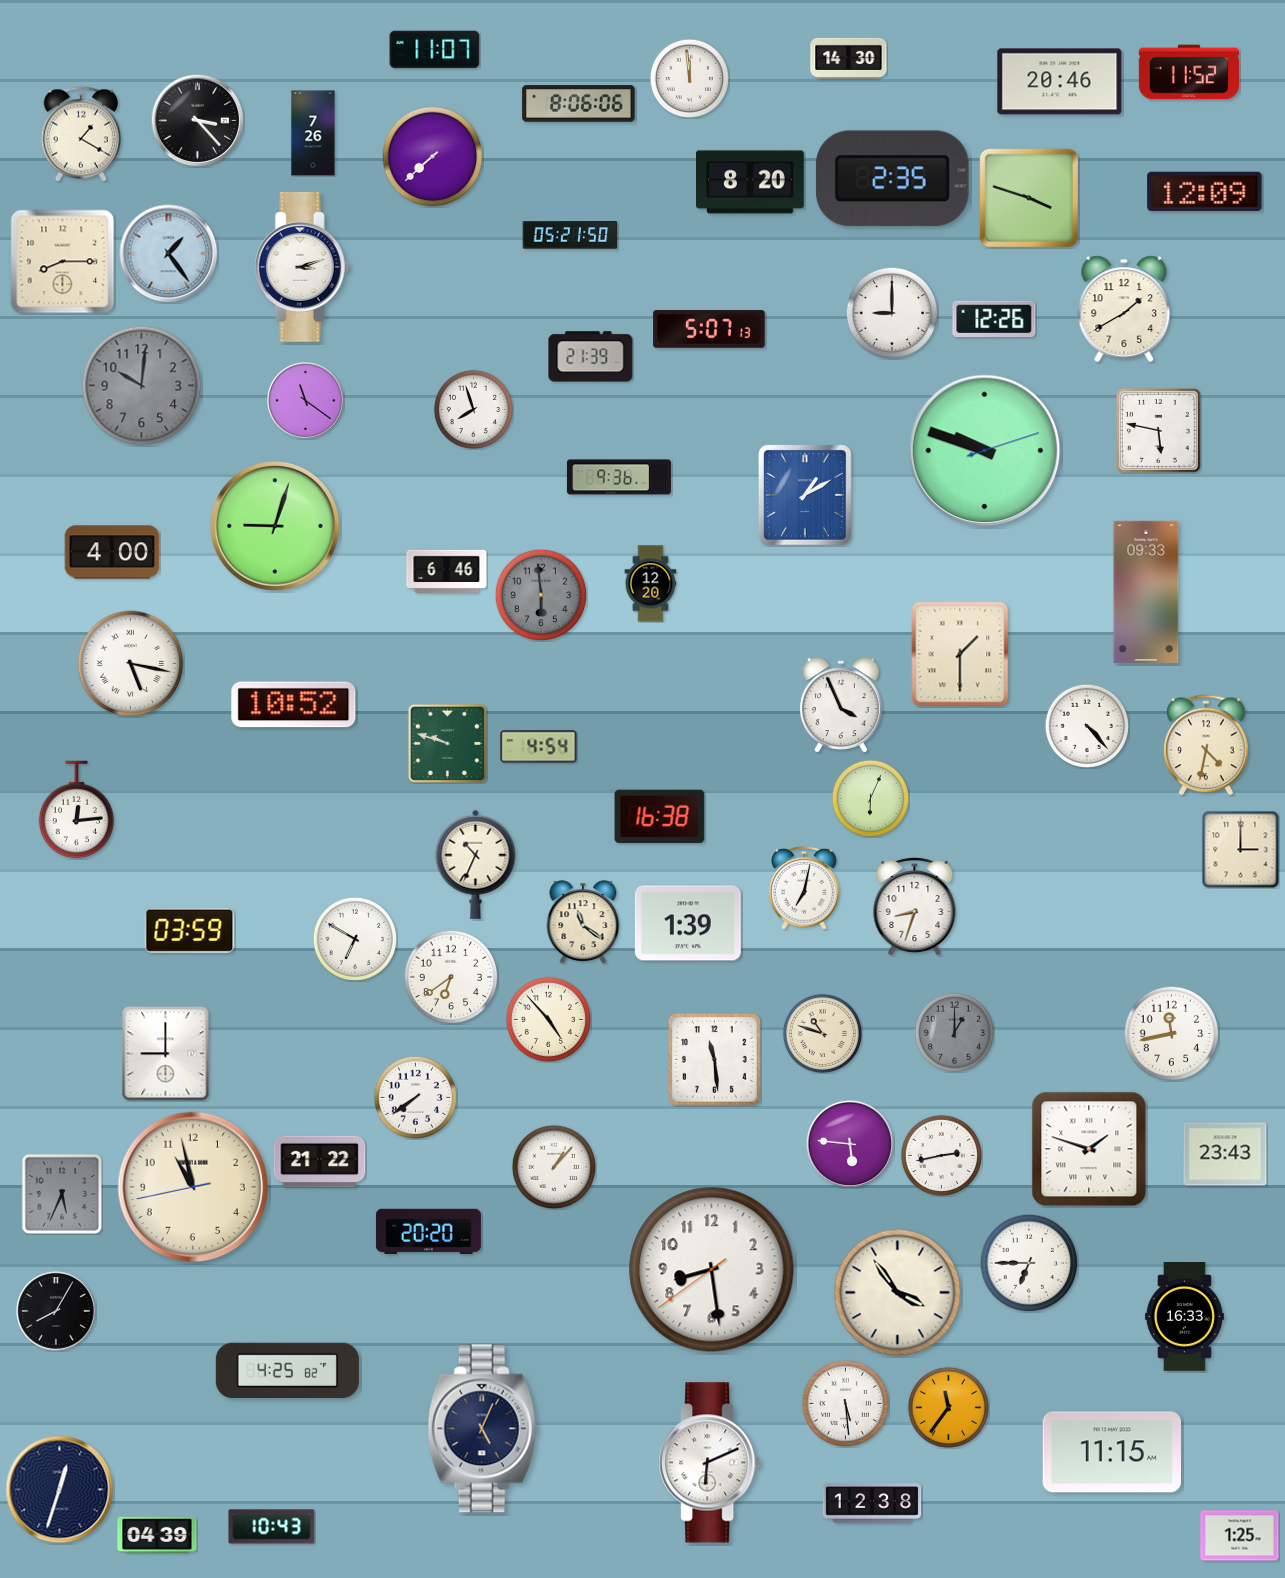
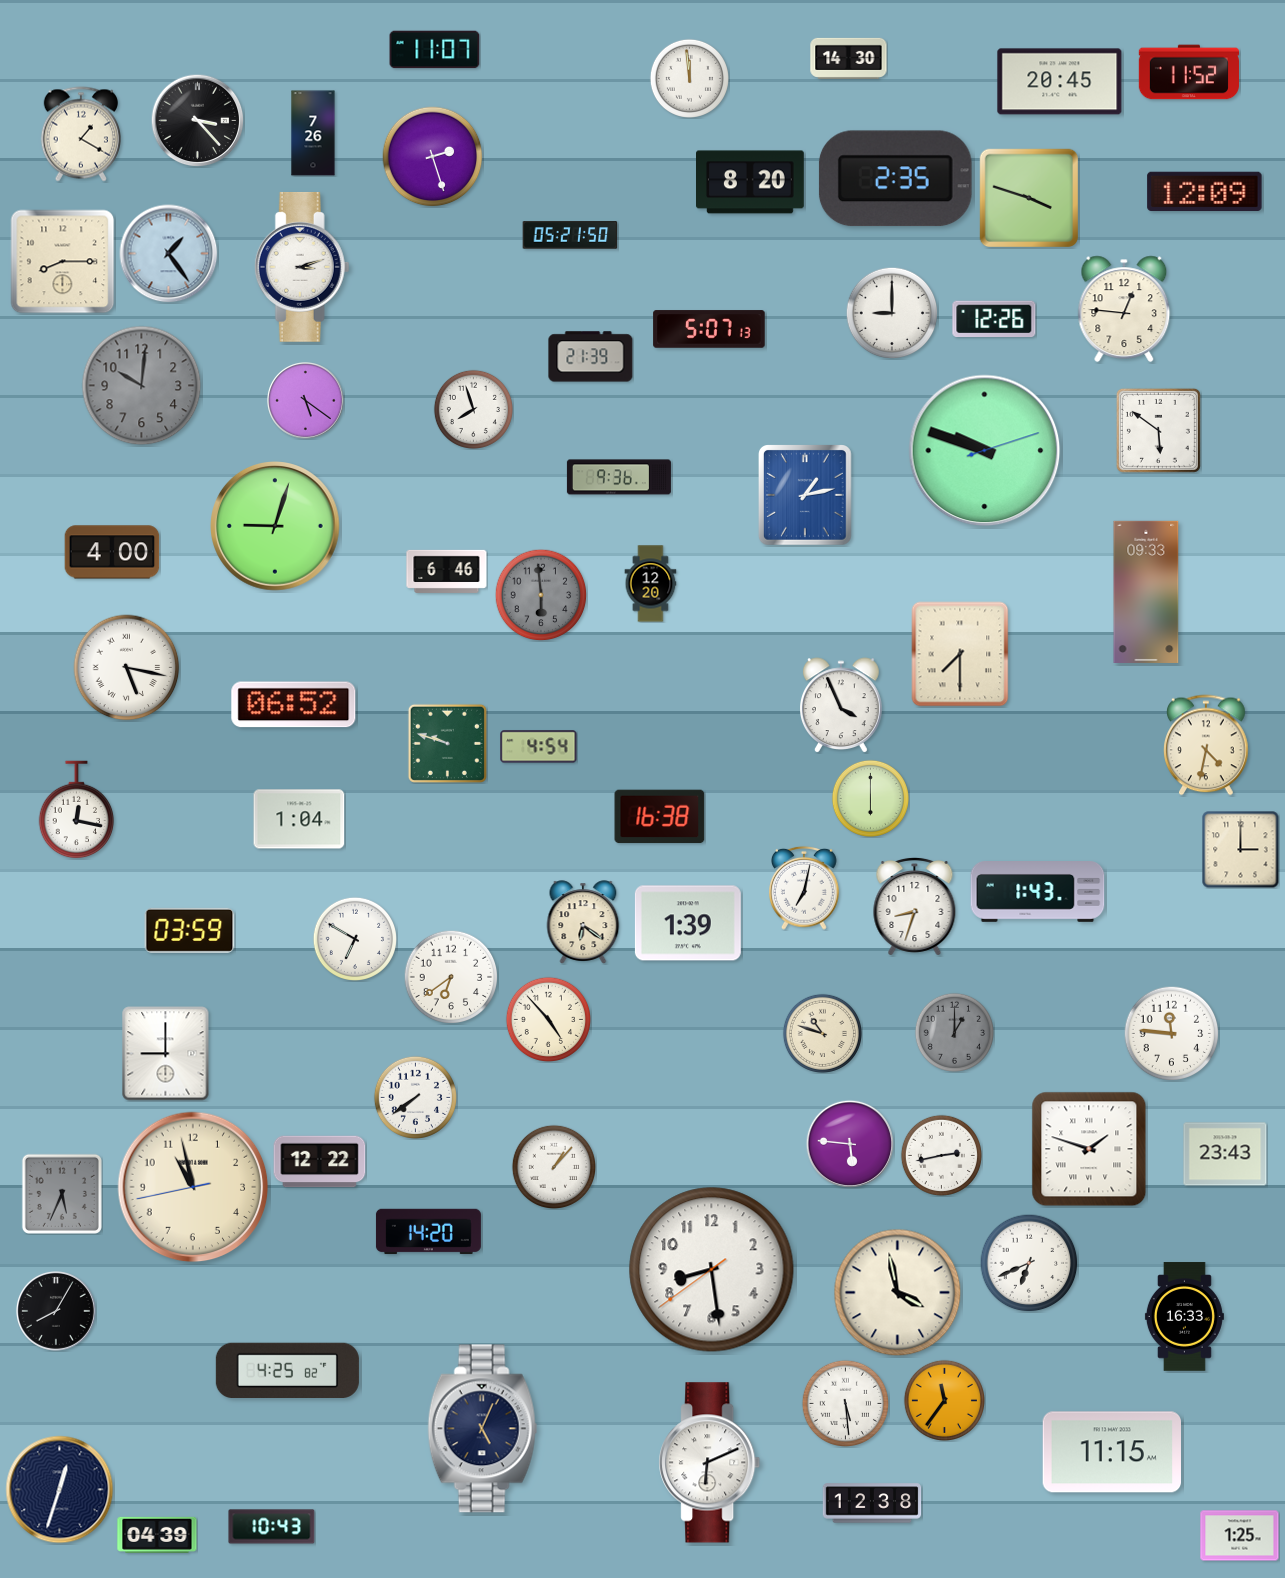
clock at (1060, 82): 20:46 -> 20:45
clock at (579, 104): 8:06 -> none
clock at (433, 157): 7:38 -> 2:27
clock at (892, 179) position: (892, 179) -> (895, 179)
clock at (1124, 309): 1:40 -> 12:46
clock at (306, 401): 11:21 -> 5:21
clock at (1158, 430): 5:47 -> 5:51
clock at (806, 496): 1:10 -> 1:13
clock at (960, 654): 1:30 -> 7:30
clock at (131, 664) position: (131, 664) -> (127, 668)
clock at (294, 705): 10:52 -> 06:52
clock at (1086, 725): 4:23 -> none
clock at (870, 798): 6:04 -> 6:00
clock at (77, 810): 12:14 -> 12:17
clock at (299, 819): none -> 1:04
clock at (476, 864): 10:34 -> none
clock at (1038, 892): none -> 1:43
clock at (583, 922): 11:21 -> 6:21
clock at (1171, 1033): 11:43 -> 11:46
clock at (714, 1059): 11:29 -> none
clock at (320, 1162): 21:22 -> 12:22
clock at (428, 1232): 20:20 -> 14:20
clock at (1029, 1263): 6:45 -> 6:41
clock at (898, 1293): 3:54 -> 3:58
clock at (948, 1407) position: (948, 1407) -> (944, 1400)
